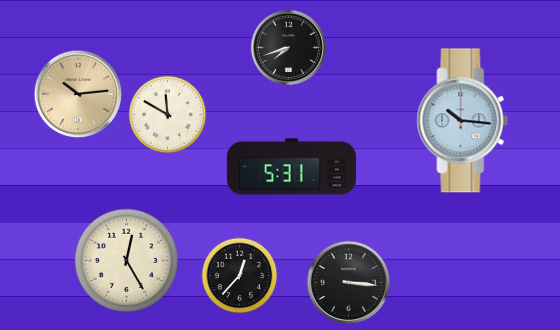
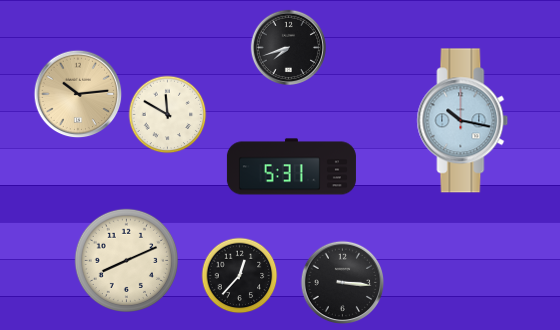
clock at (463, 121): 10:16 -> 10:17
clock at (126, 260): 12:25 -> 8:11
clock at (349, 283) position: (349, 283) -> (343, 283)
